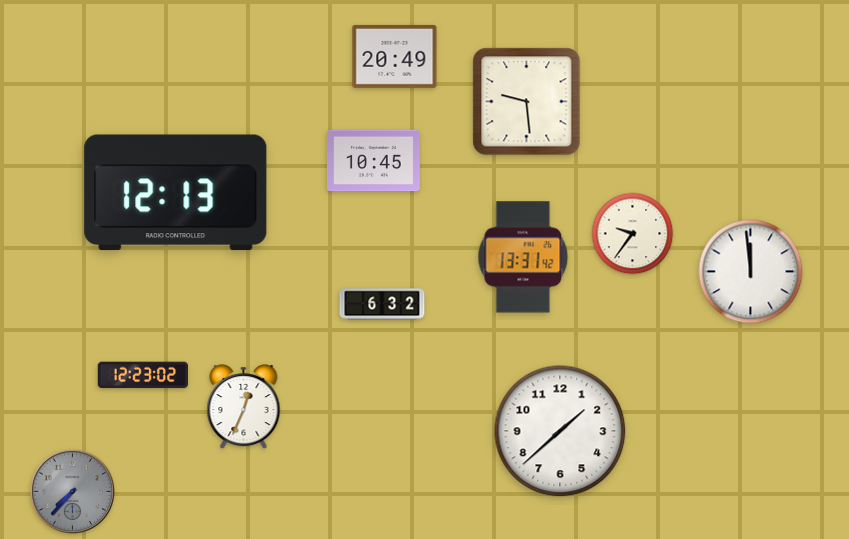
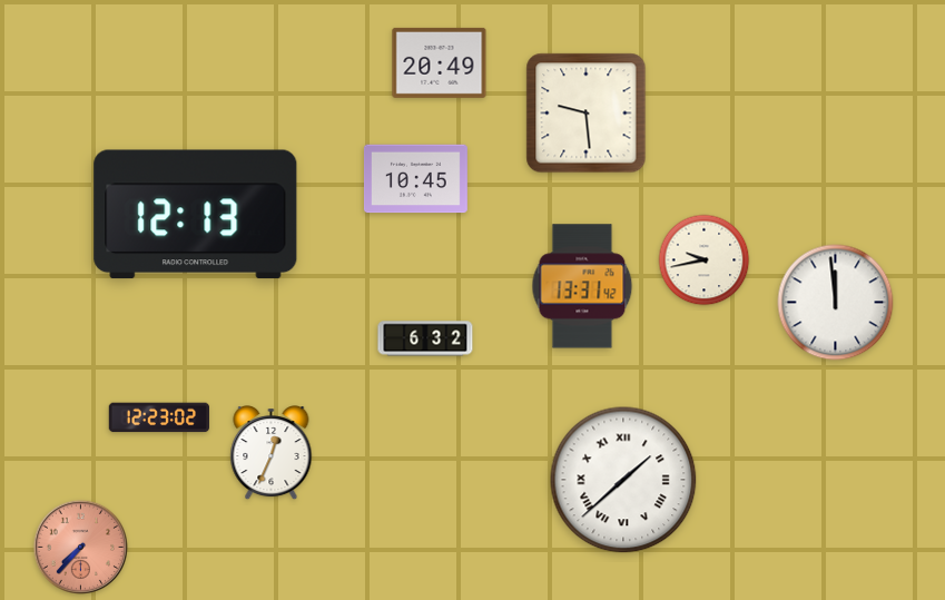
clock at (633, 234): 9:36 -> 9:43
clock at (560, 431) numerals: Arabic -> Roman
clock at (73, 492) dial: grey -> salmon
